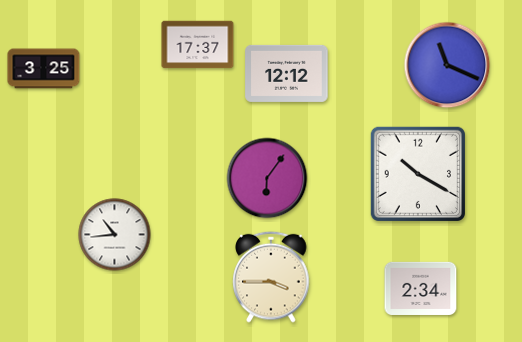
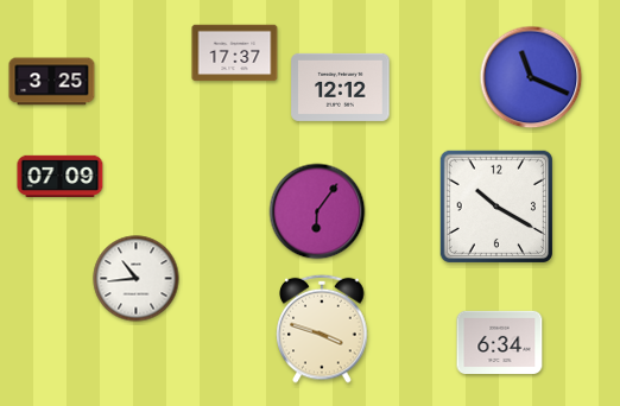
clock at (61, 176): none -> 07:09
clock at (271, 277): 3:45 -> 3:48
clock at (421, 288): 2:34 -> 6:34
